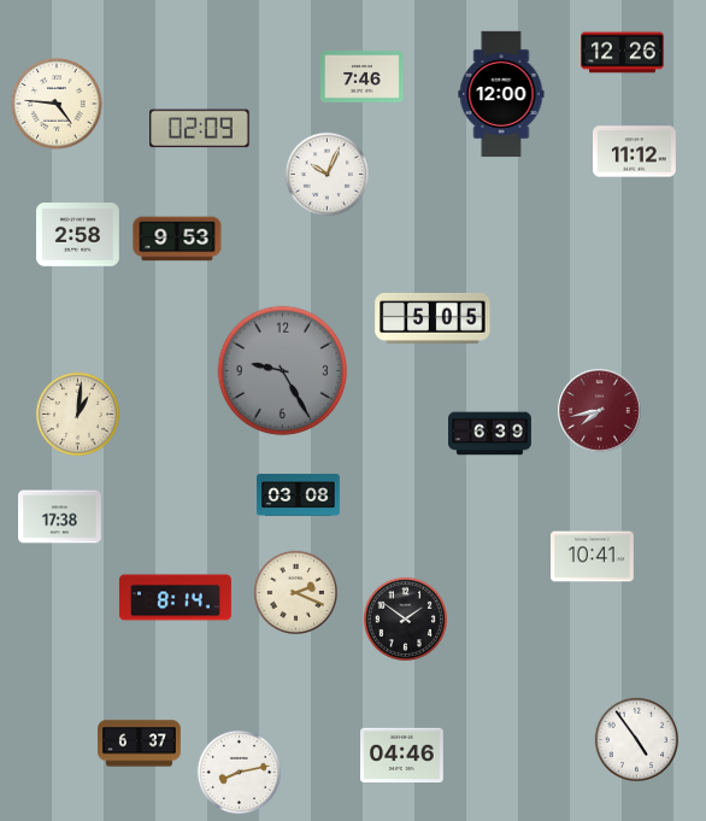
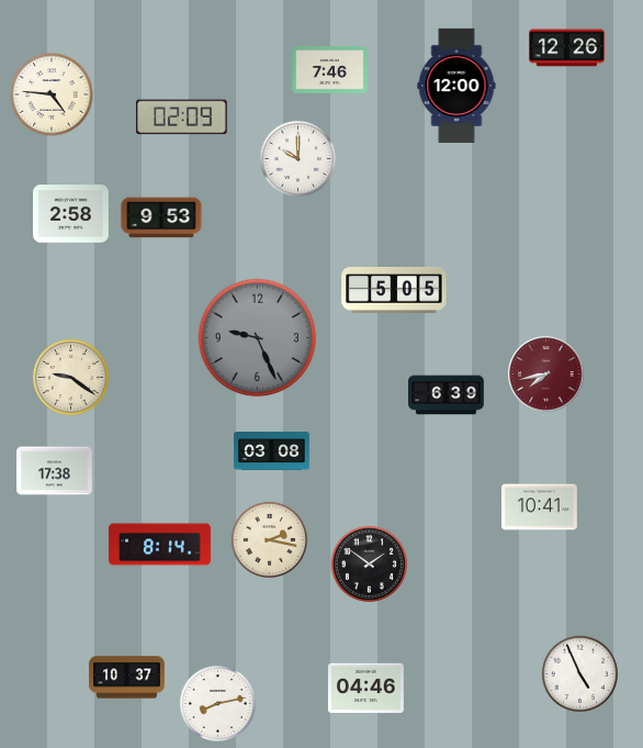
clock at (635, 152): 11:12 -> none
clock at (326, 174): 10:04 -> 10:00
clock at (283, 371): 9:25 -> 9:26
clock at (77, 414): 1:01 -> 9:21
clock at (295, 592): 2:19 -> 2:17
clock at (636, 739): 4:54 -> 4:56
clock at (140, 744): 6:37 -> 10:37
